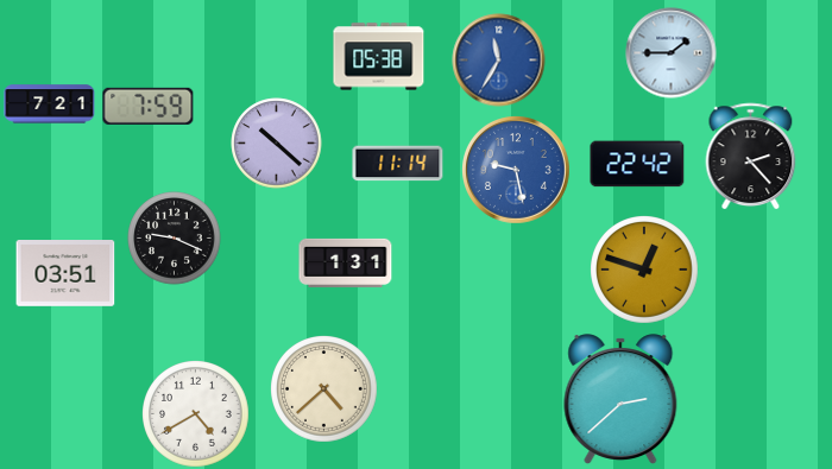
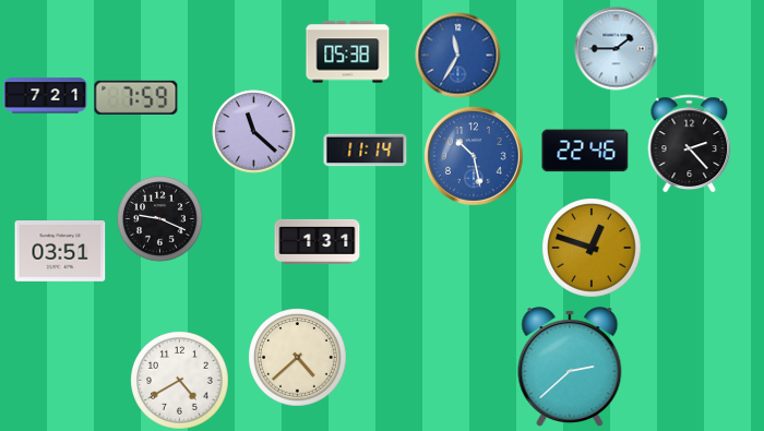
clock at (277, 144): 10:22 -> 11:22
clock at (637, 164): 22:42 -> 22:46
clock at (517, 171): 9:28 -> 10:28
